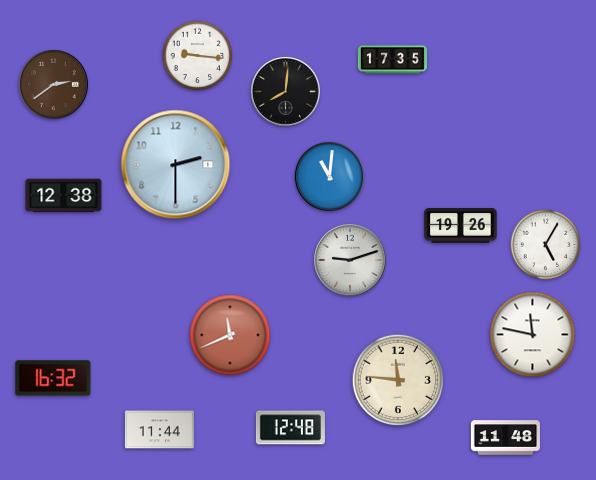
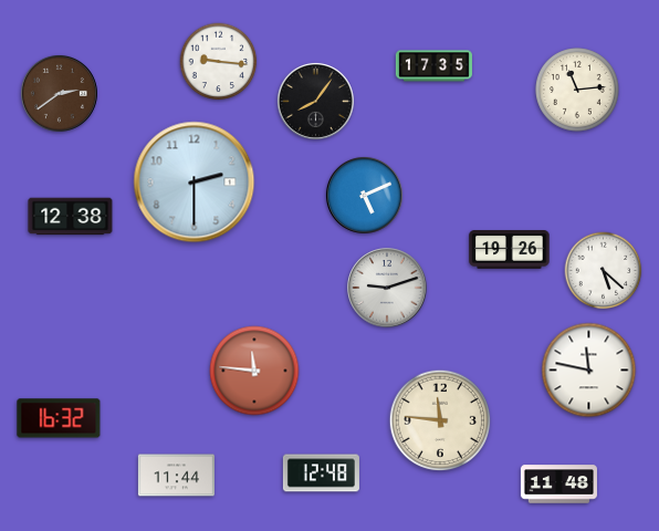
clock at (577, 90): none -> 11:14
clock at (285, 91): 8:01 -> 8:06
clock at (329, 176): 11:01 -> 5:11
clock at (546, 245): 5:05 -> 5:22
clock at (230, 335): 11:41 -> 11:46
